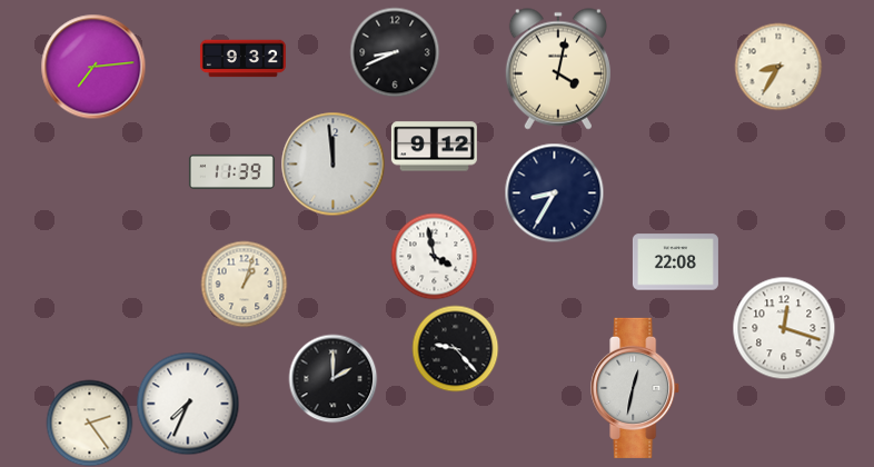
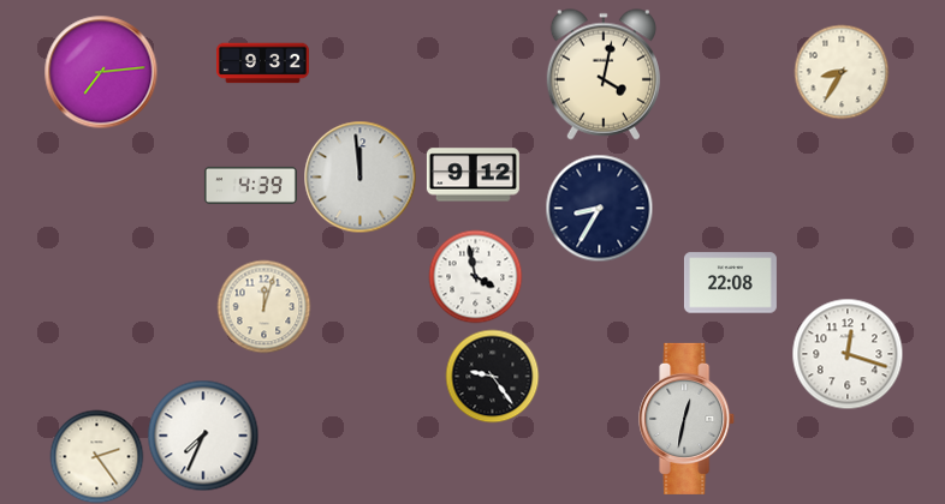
clock at (395, 52): 8:41 -> none
clock at (434, 147) position: (434, 147) -> (472, 175)
clock at (231, 171): 11:39 -> 4:39
clock at (434, 256) position: (434, 256) -> (475, 276)
clock at (244, 284): 1:03 -> 12:03
clock at (455, 348): 9:23 -> 9:24
clock at (332, 378): 2:00 -> none
